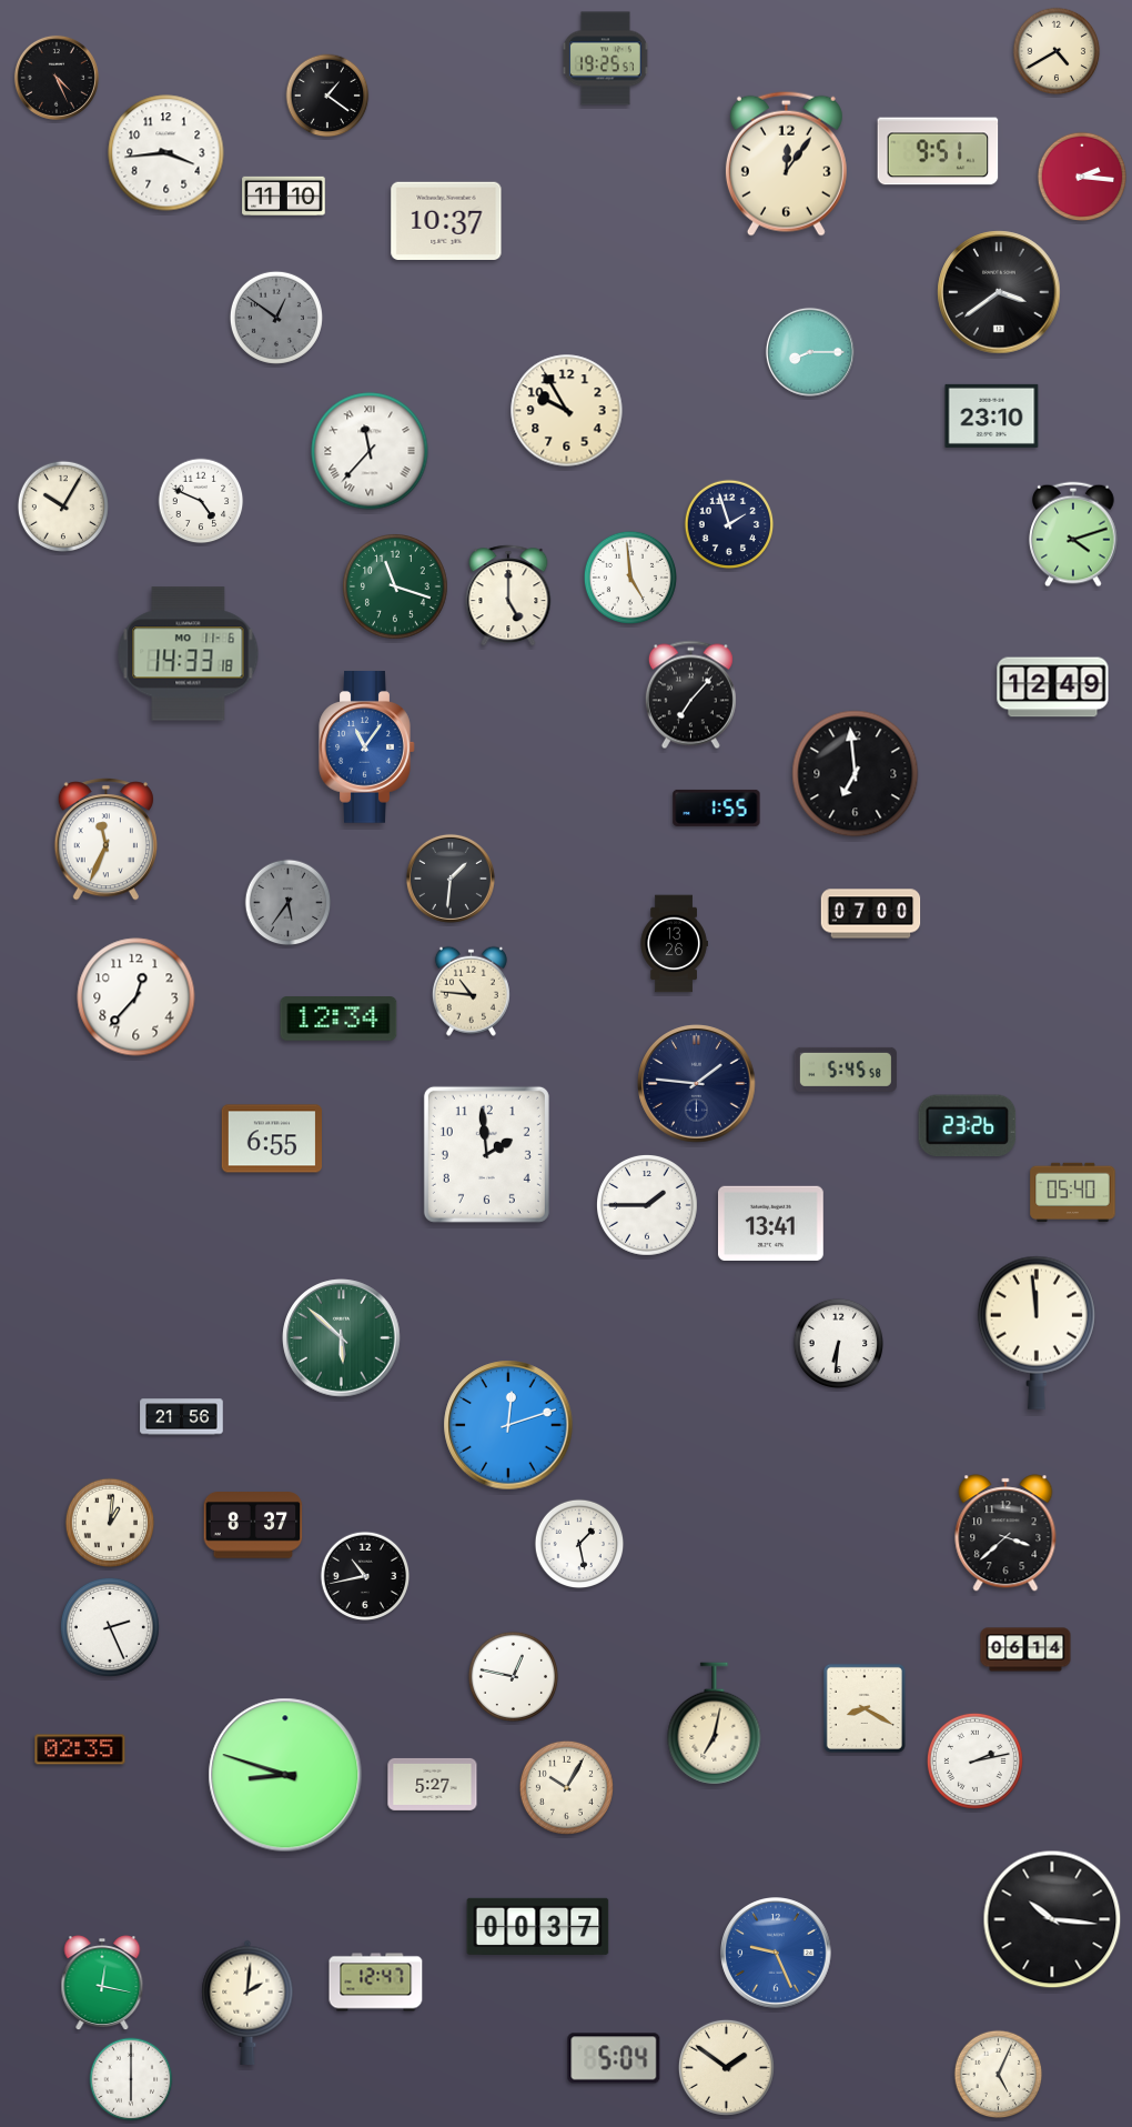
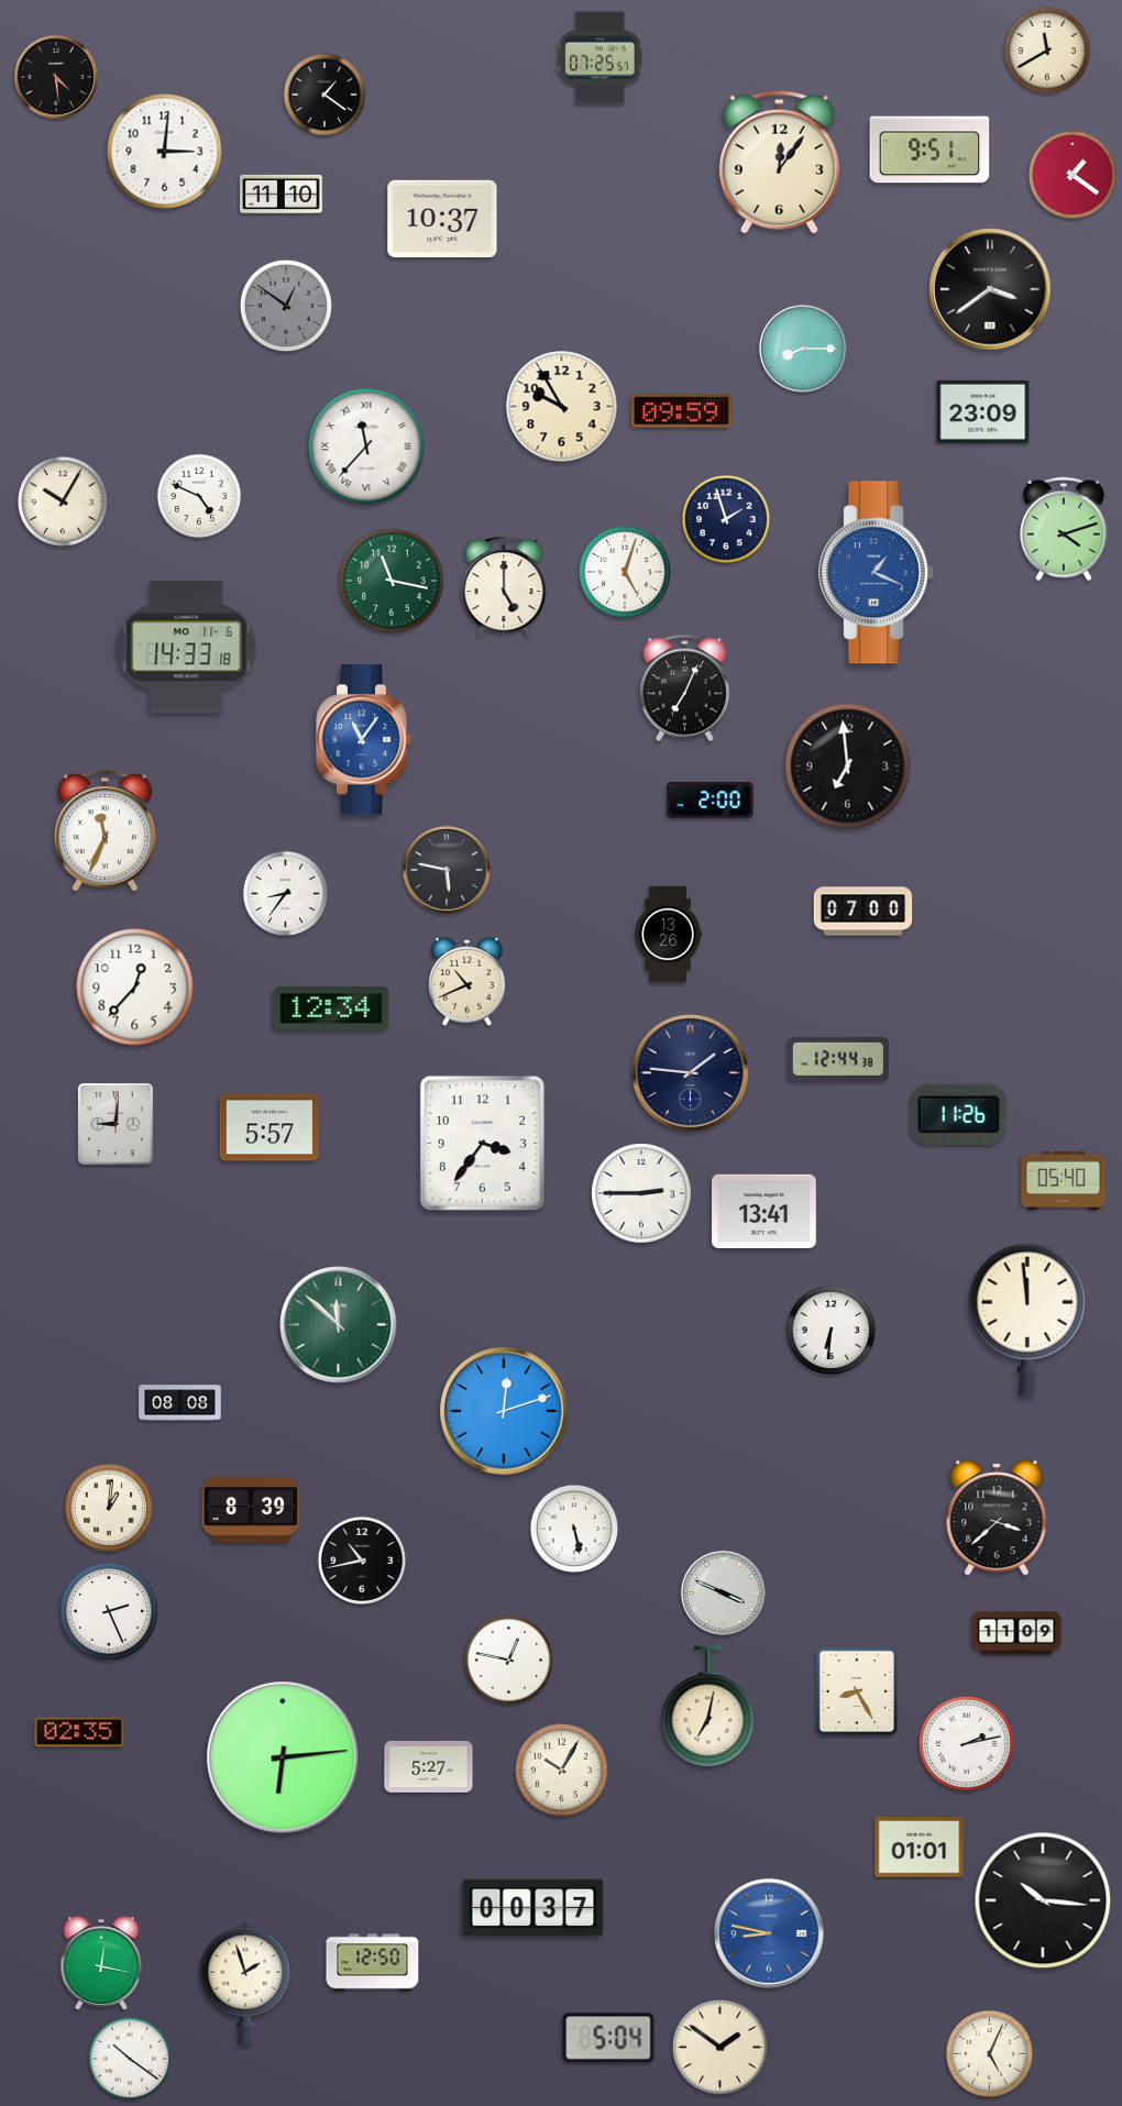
clock at (1057, 51): 4:40 -> 11:40
clock at (605, 59): 19:25 -> 07:25
clock at (57, 78): 4:26 -> 4:29
clock at (166, 153): 3:44 -> 3:01
clock at (1082, 177): 2:16 -> 1:21
clock at (276, 318) position: (276, 318) -> (286, 306)
clock at (681, 411): none -> 09:59
clock at (992, 415): 23:10 -> 23:09
clock at (729, 524) position: (729, 524) -> (726, 519)
clock at (630, 578): 4:59 -> 5:03
clock at (877, 573): none -> 1:19
clock at (395, 586): 11:18 -> 11:17
clock at (508, 595) position: (508, 595) -> (504, 586)
clock at (1053, 688): 12:49 -> none
clock at (690, 695): 7:07 -> 7:04
clock at (717, 807): 1:55 -> 2:00
clock at (451, 879): 1:31 -> 5:47
clock at (289, 903): 5:36 -> 8:36
clock at (289, 903) dial: grey -> white
clock at (871, 914) position: (871, 914) -> (864, 912)
clock at (471, 991): 10:46 -> 10:41
clock at (338, 1019) position: (338, 1019) -> (331, 1008)
clock at (846, 1070): 5:45 -> 12:44
clock at (968, 1126): 23:26 -> 11:26
clock at (116, 1124): none -> 9:01
clock at (271, 1138): 6:55 -> 5:57
clock at (486, 1154): 1:59 -> 3:36
clock at (648, 1206): 1:45 -> 2:45
clock at (342, 1338): 5:52 -> 11:52
clock at (182, 1417): 21:56 -> 08:08
clock at (253, 1525): 8:37 -> 8:39
clock at (579, 1544): 1:28 -> 5:28
clock at (723, 1592): none -> 3:49
clock at (1025, 1649): 06:14 -> 11:09
clock at (865, 1708): 8:20 -> 8:25
clock at (285, 1775): 8:48 -> 6:14
clock at (920, 1848): none -> 01:01
clock at (777, 1954): 9:26 -> 8:47
clock at (376, 1983): 12:47 -> 12:50
clock at (247, 2003): 2:01 -> 1:57
clock at (131, 2079): 6:00 -> 10:21
